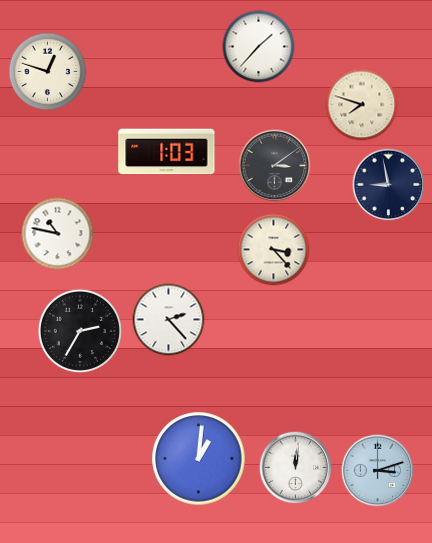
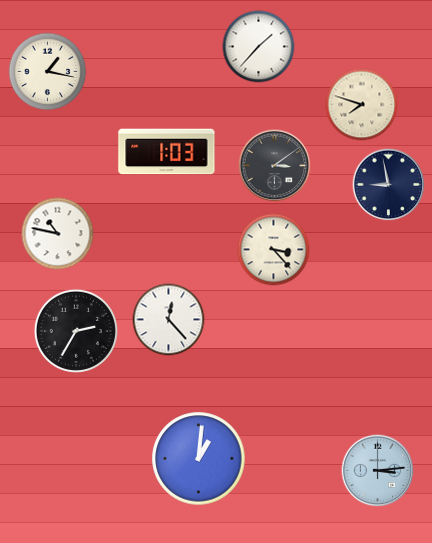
clock at (48, 72): 12:48 -> 1:17
clock at (169, 320): 2:23 -> 12:23
clock at (80, 331) position: (80, 331) -> (76, 331)
clock at (296, 468): 12:01 -> none
clock at (378, 471): 3:12 -> 3:14
